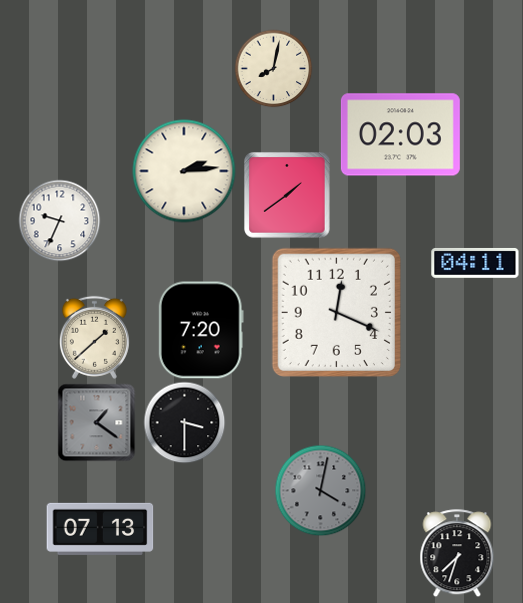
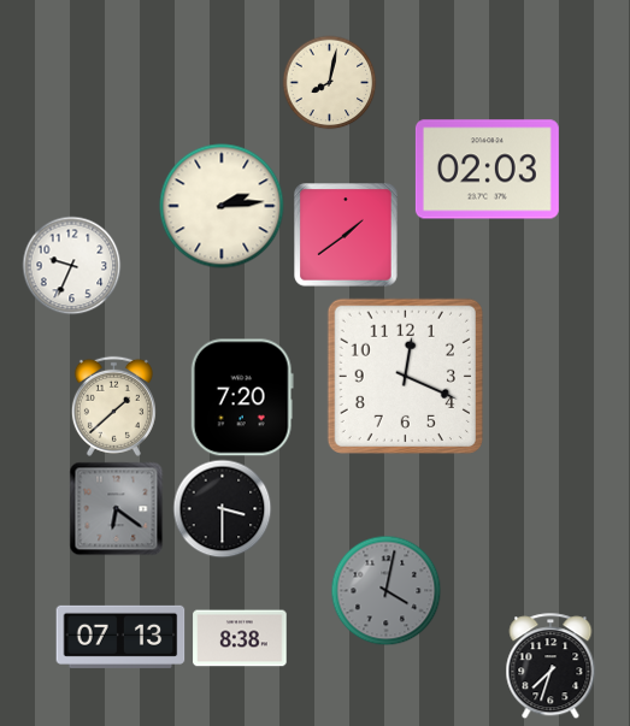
clock at (400, 135) position: (400, 135) -> (487, 170)
clock at (475, 263): 04:11 -> none
clock at (96, 422): 1:21 -> 6:21
clock at (240, 638): none -> 8:38
